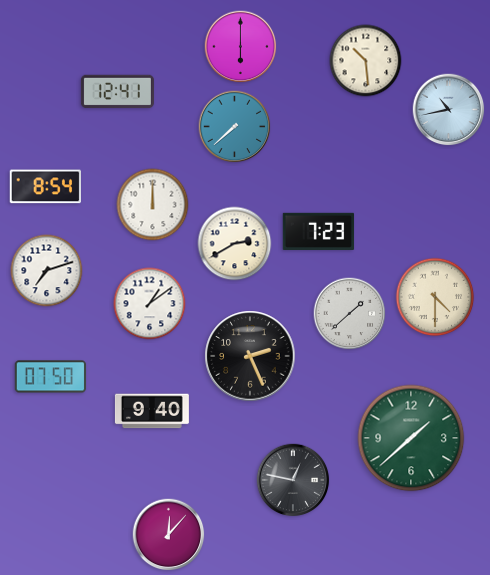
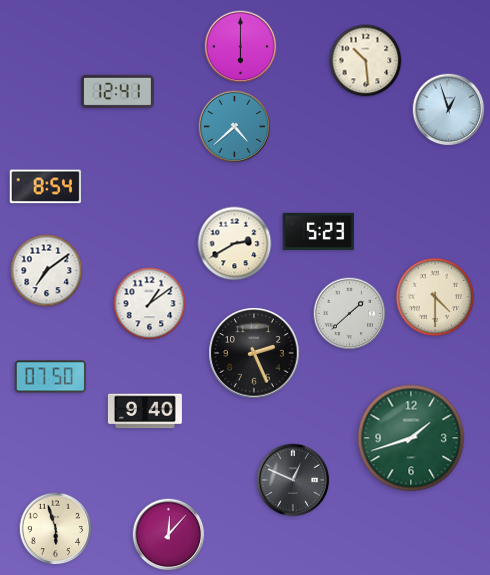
clock at (449, 110): 10:43 -> 12:57
clock at (235, 127): 7:38 -> 4:38
clock at (153, 205): 12:00 -> none
clock at (319, 231): 7:23 -> 5:23
clock at (47, 271): 7:12 -> 7:09
clock at (250, 356) position: (250, 356) -> (254, 353)
clock at (152, 411) position: (152, 411) -> (145, 411)
clock at (411, 438): 1:38 -> 1:42
clock at (293, 480): 12:47 -> 12:49
clock at (56, 529): none -> 5:57
